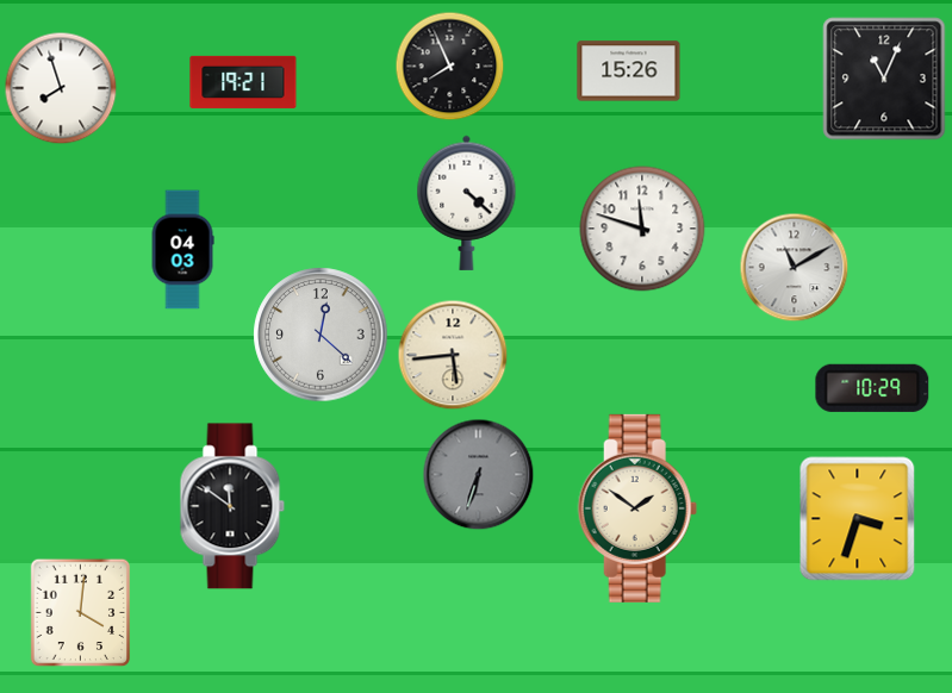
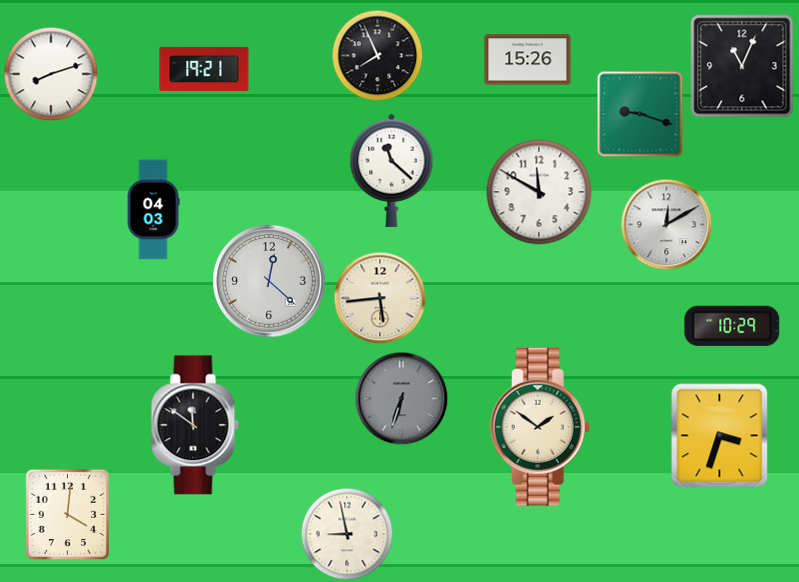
clock at (61, 88): 7:57 -> 8:12
clock at (640, 114): none -> 9:18
clock at (467, 202): 4:22 -> 11:22
clock at (642, 229): 11:48 -> 11:50
clock at (794, 267): 11:10 -> 12:10
clock at (637, 508) position: (637, 508) -> (540, 427)
clock at (347, 534): none -> 8:58
